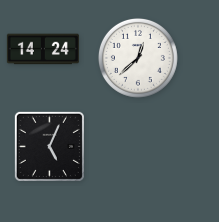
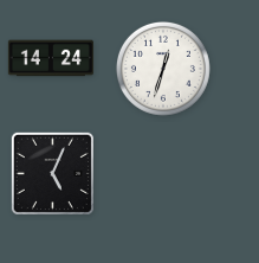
clock at (138, 58): 12:38 -> 12:33
clock at (49, 146) position: (49, 146) -> (52, 173)
